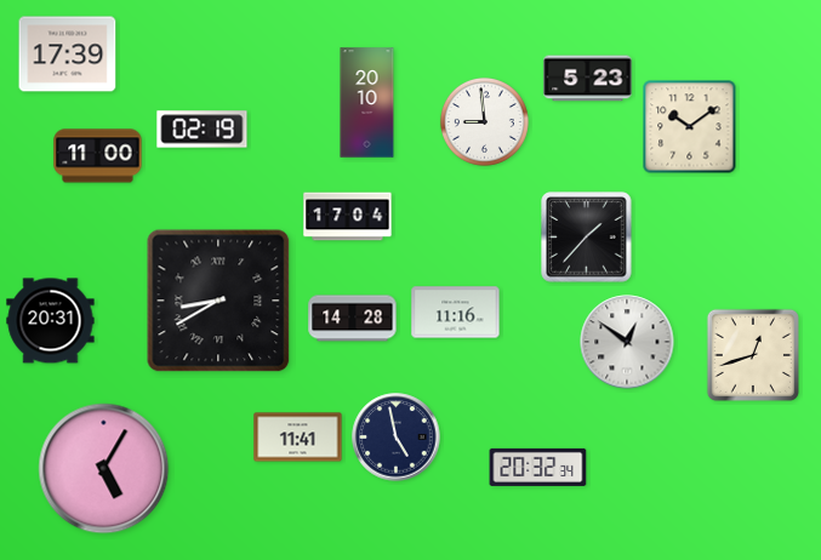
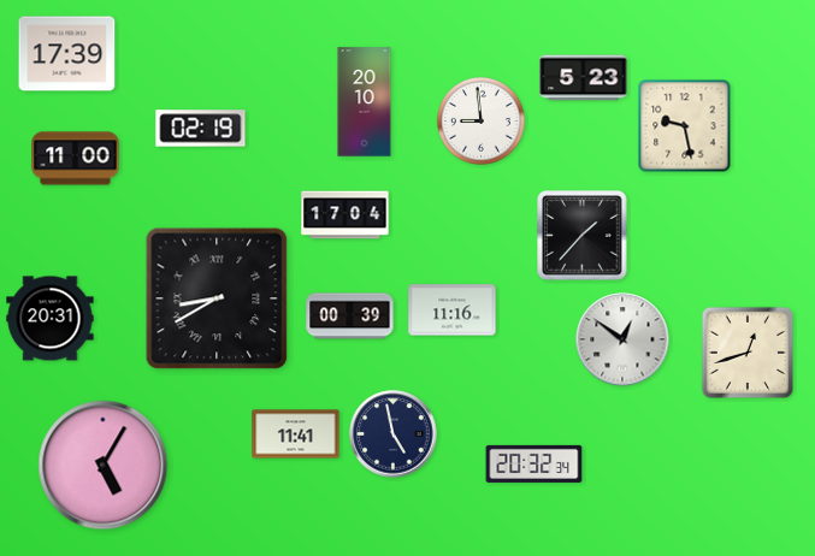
clock at (690, 127): 10:09 -> 9:28
clock at (98, 156) position: (98, 156) -> (76, 159)
clock at (353, 319): 14:28 -> 00:39
